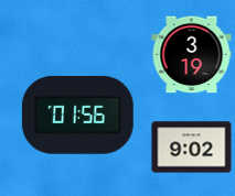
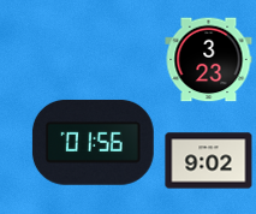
clock at (192, 55): 3:19 -> 3:23
clock at (77, 115) position: (77, 115) -> (93, 142)
